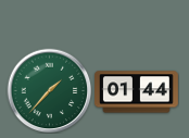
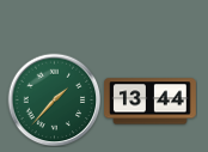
clock at (137, 92): 01:44 -> 13:44
